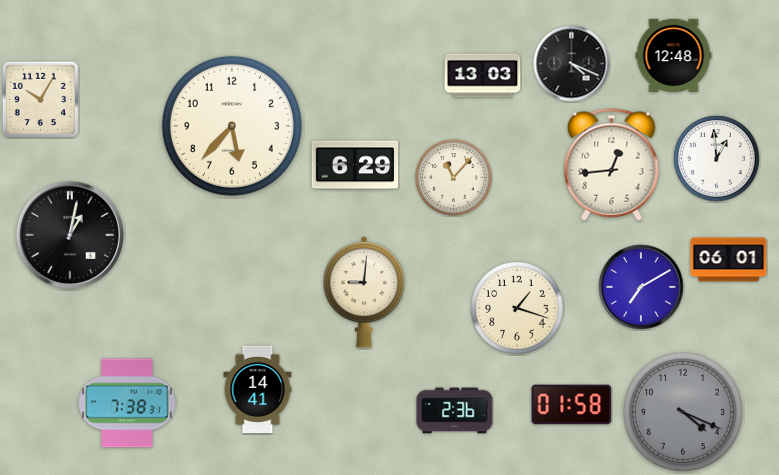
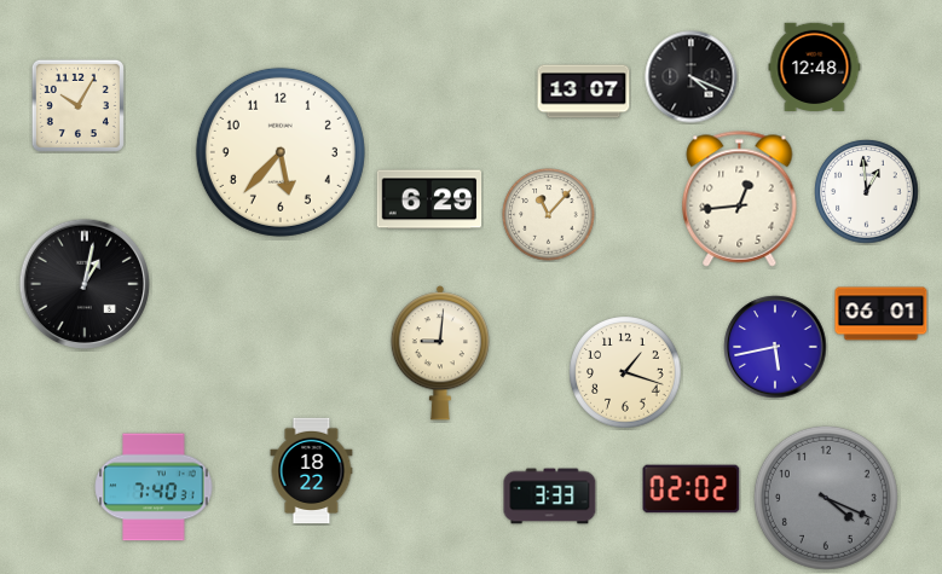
clock at (483, 76): 13:03 -> 13:07
clock at (40, 99) position: (40, 99) -> (77, 105)
clock at (641, 287): 7:10 -> 5:43
clock at (258, 390): 14:41 -> 18:22
clock at (127, 403): 7:38 -> 7:40
clock at (572, 405): 01:58 -> 02:02
clock at (455, 411): 2:36 -> 3:33
